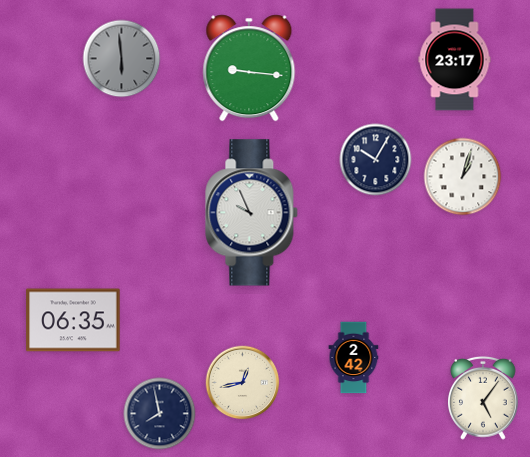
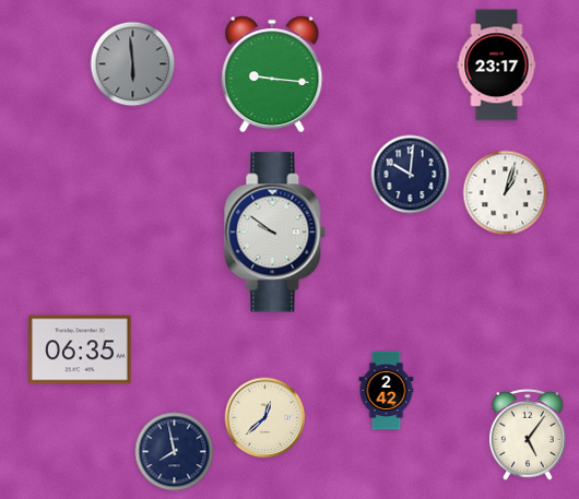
clock at (376, 160): 10:05 -> 10:01
clock at (252, 213): 9:56 -> 9:51
clock at (243, 383): 12:43 -> 12:38
